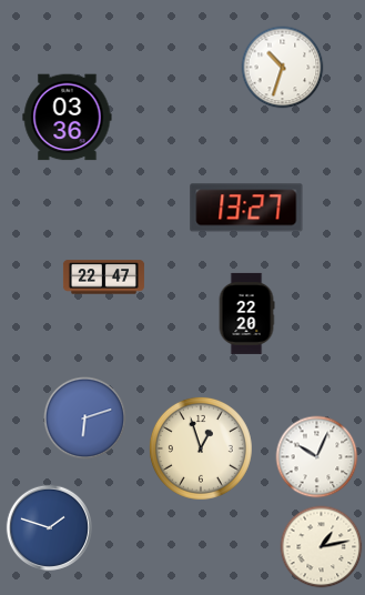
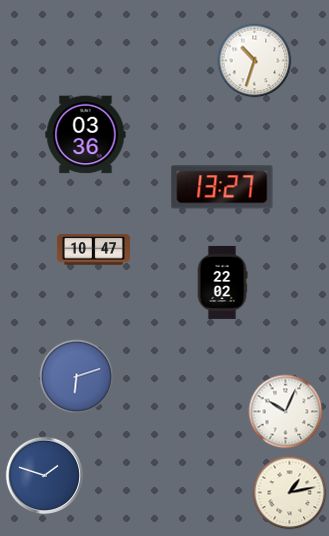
clock at (68, 118) position: (68, 118) -> (86, 135)
clock at (103, 278): 22:47 -> 10:47
clock at (246, 313): 22:20 -> 22:02
clock at (201, 448): 12:57 -> none
